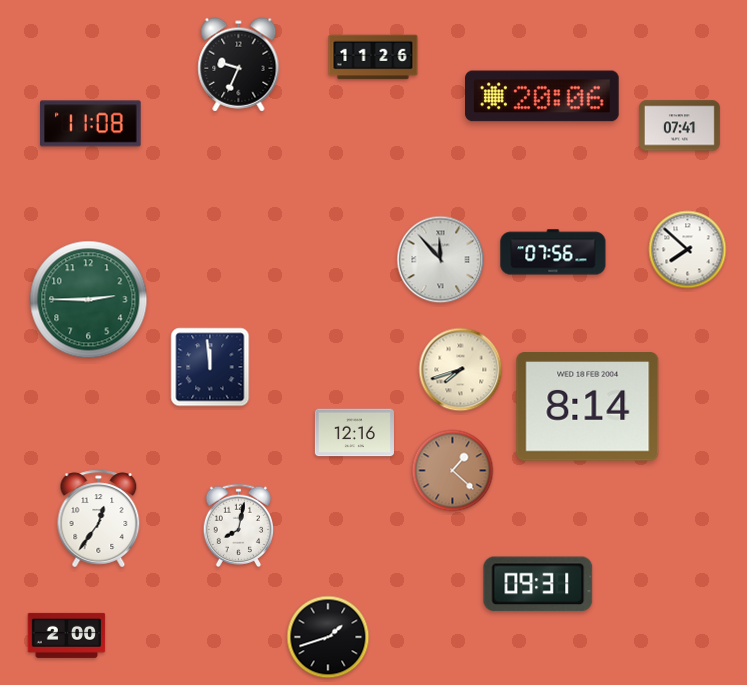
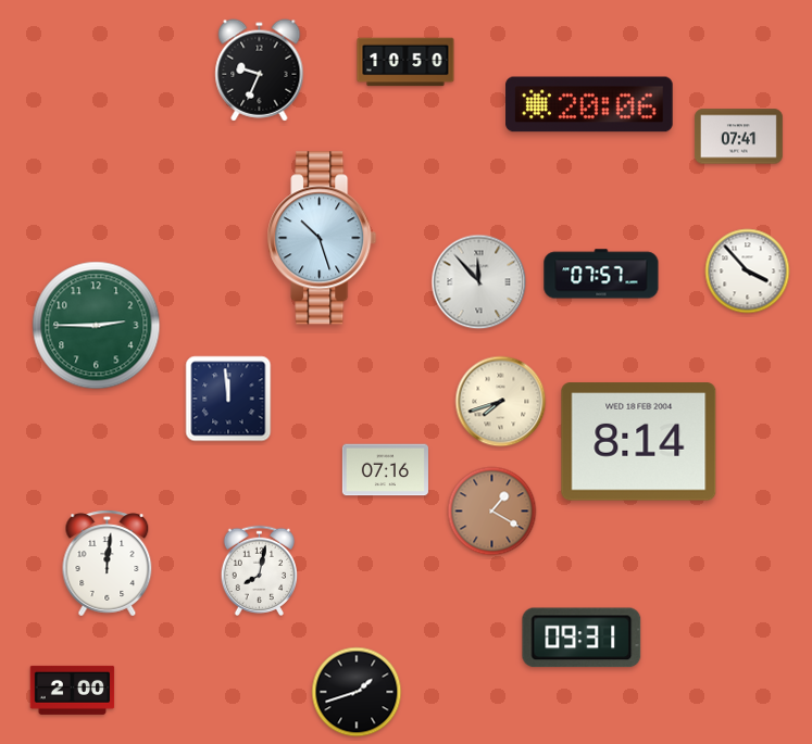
clock at (373, 57): 11:26 -> 10:50
clock at (91, 124): 11:08 -> none
clock at (322, 238): none -> 10:27
clock at (688, 250): 7:52 -> 3:53
clock at (553, 252): 07:56 -> 07:57
clock at (354, 433): 12:16 -> 07:16
clock at (453, 471): 1:22 -> 1:20
clock at (99, 519): 12:36 -> 12:01
clock at (538, 584) position: (538, 584) -> (582, 638)
